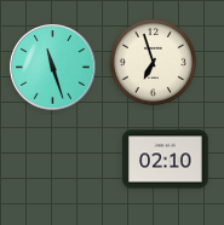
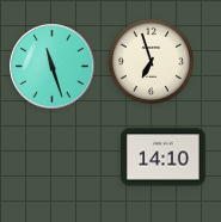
clock at (166, 160): 02:10 -> 14:10
